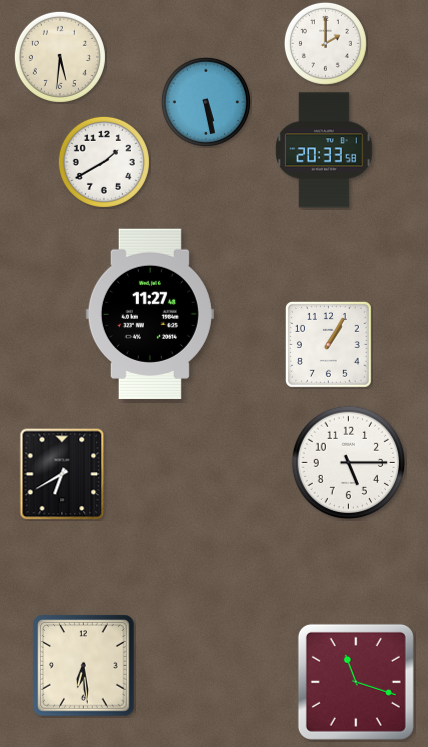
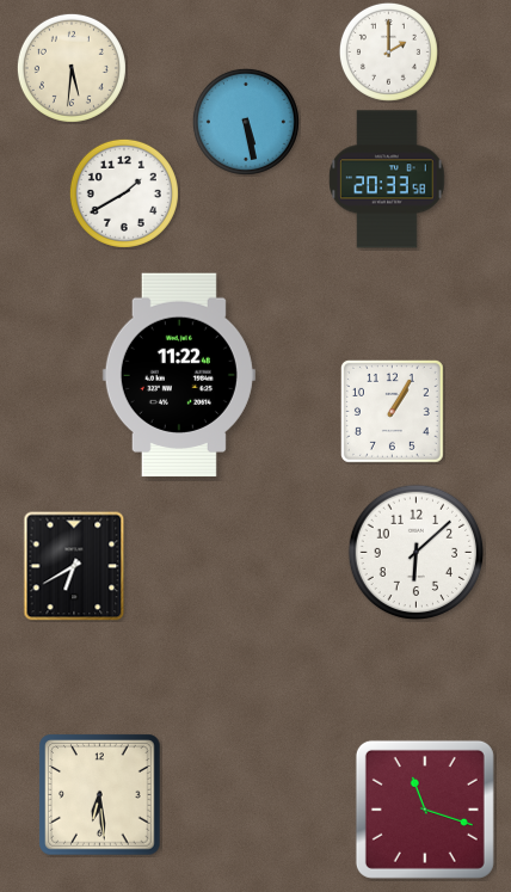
clock at (150, 314): 11:27 -> 11:22
clock at (349, 463): 5:15 -> 6:08
clock at (356, 682) position: (356, 682) -> (425, 810)
